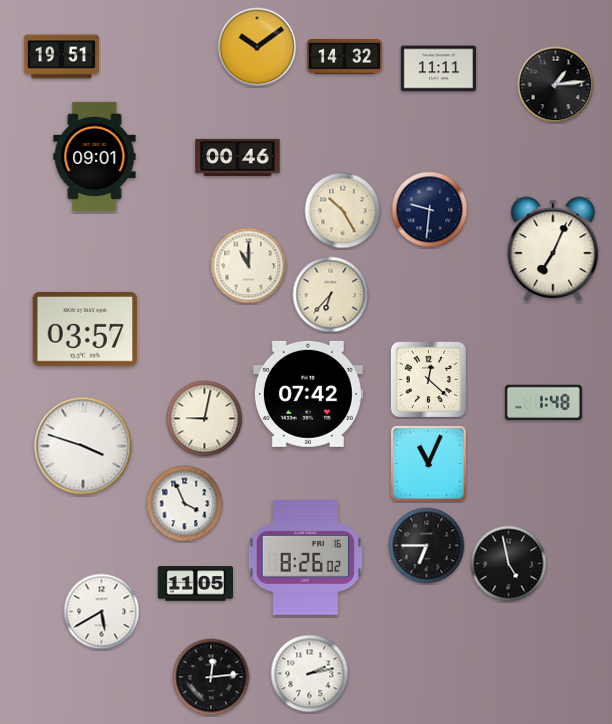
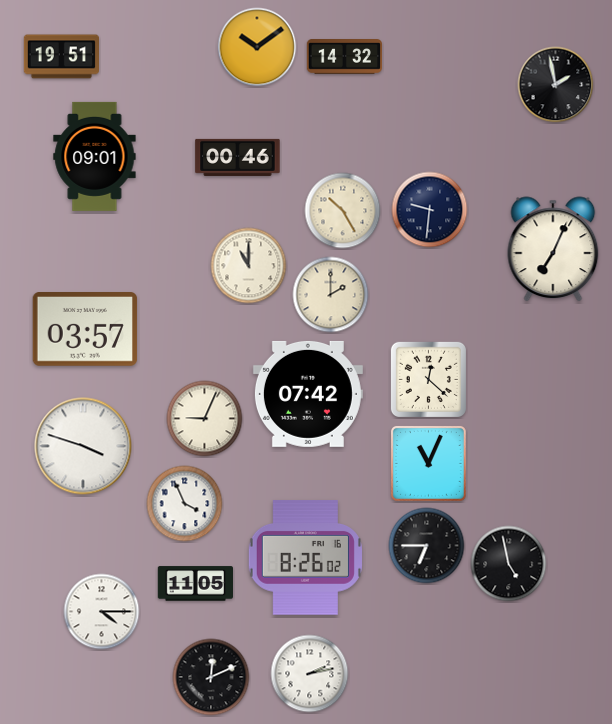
clock at (438, 69): 11:11 -> none
clock at (556, 85): 1:14 -> 1:58
clock at (331, 295): 6:37 -> 2:00
clock at (543, 403): 1:48 -> none
clock at (205, 419): 9:02 -> 9:04
clock at (102, 612): 5:40 -> 4:15
clock at (211, 677): 12:14 -> 12:11
